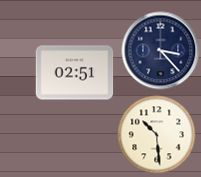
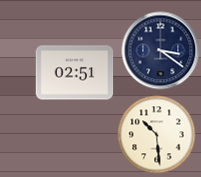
clock at (160, 50): 3:23 -> 3:21
